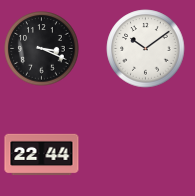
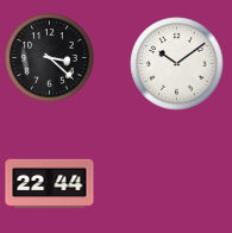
clock at (42, 49): 3:19 -> 3:22
clock at (146, 49) position: (146, 49) -> (177, 64)
